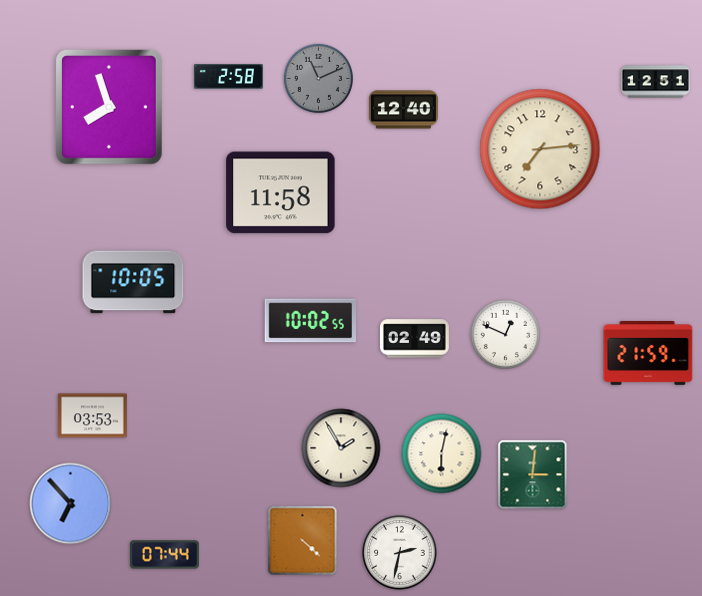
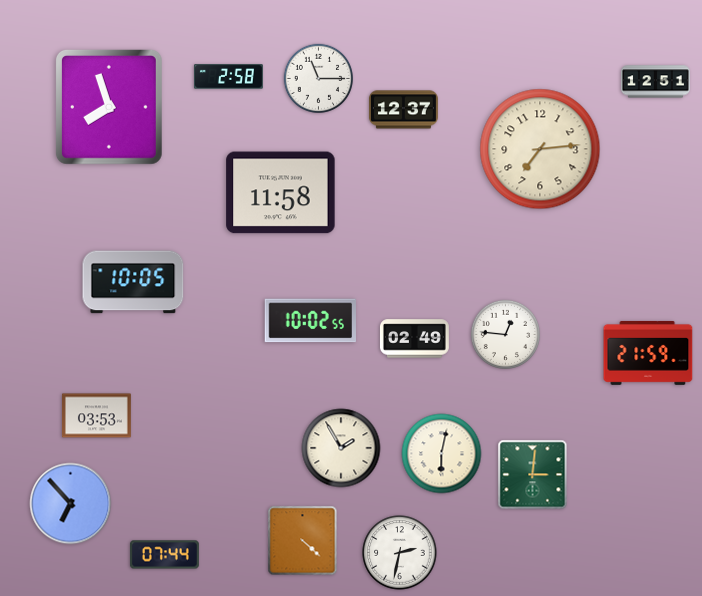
clock at (319, 79): 11:11 -> 11:15
clock at (319, 79) dial: grey -> white
clock at (403, 110): 12:40 -> 12:37
clock at (506, 335): 12:49 -> 12:46
clock at (92, 416) position: (92, 416) -> (96, 416)
